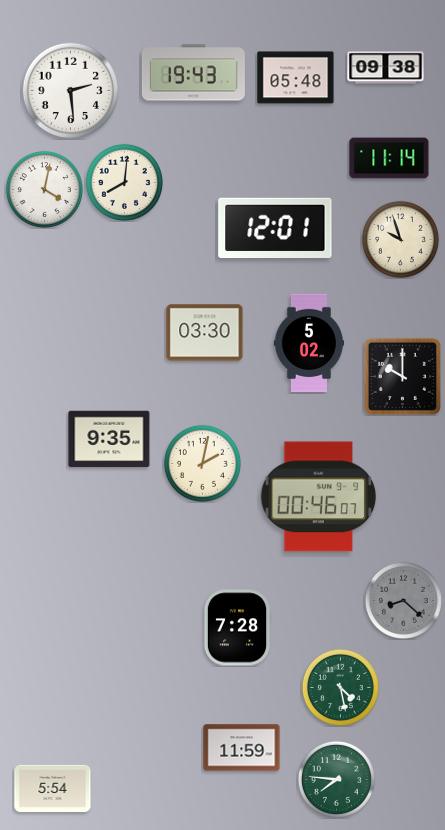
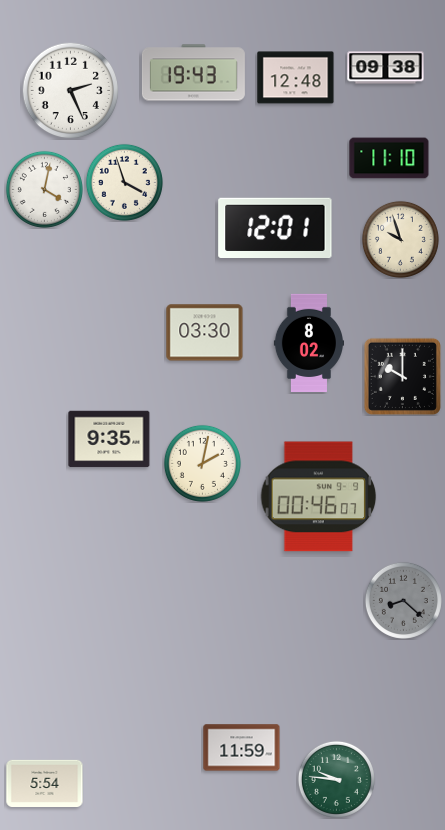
clock at (296, 78): 05:48 -> 12:48
clock at (70, 90): 2:29 -> 2:26
clock at (389, 158): 11:14 -> 11:10
clock at (124, 182): 8:01 -> 3:57
clock at (308, 343): 5:02 -> 8:02
clock at (237, 628): 7:28 -> none
clock at (340, 687): 4:28 -> none
clock at (336, 779): 7:46 -> 9:46
clock at (53, 788) position: (53, 788) -> (45, 783)
